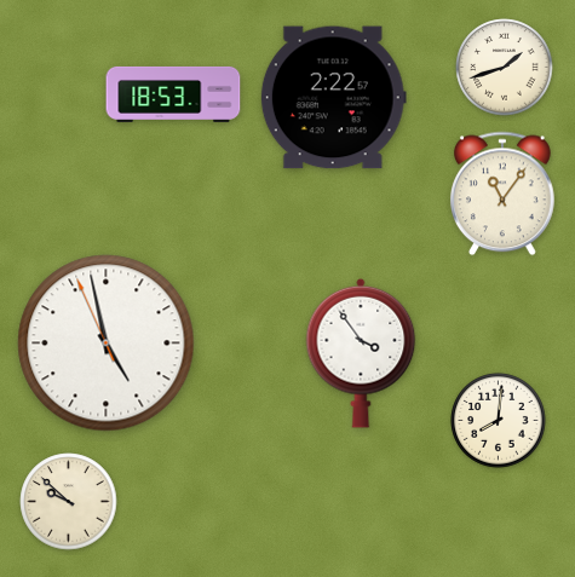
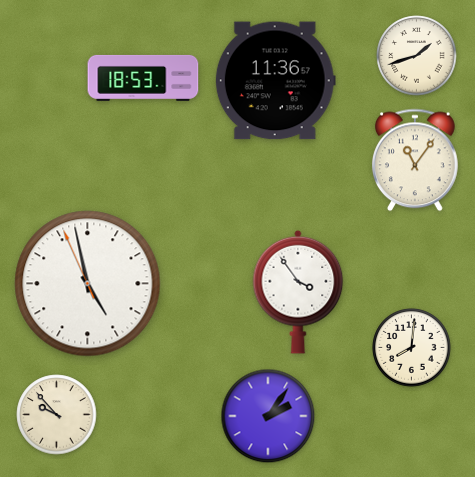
clock at (333, 98): 2:22 -> 11:36
clock at (69, 502): 9:52 -> 9:53
clock at (268, 416): none -> 2:06
